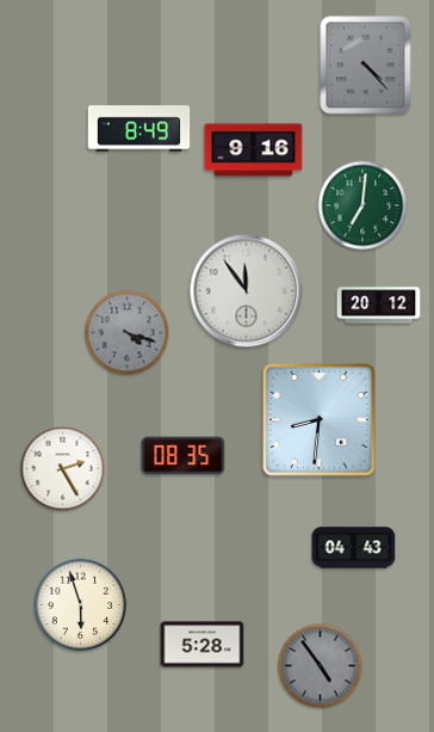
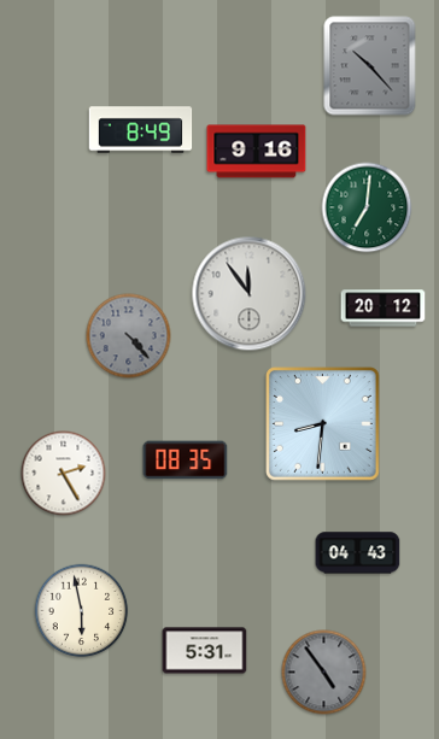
clock at (366, 66): 4:23 -> 10:23
clock at (128, 333): 4:18 -> 4:23
clock at (81, 605): 5:57 -> 5:58
clock at (203, 645): 5:28 -> 5:31
